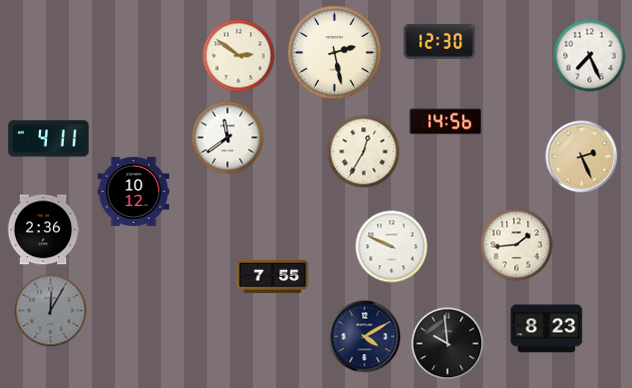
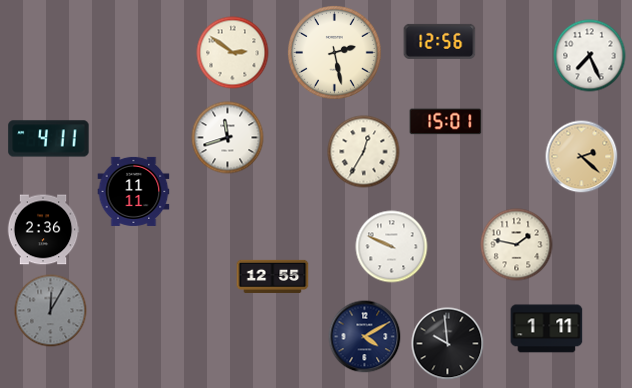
clock at (440, 41): 12:30 -> 12:56
clock at (239, 56) position: (239, 56) -> (233, 53)
clock at (446, 122): 14:56 -> 15:01
clock at (228, 138): 11:39 -> 11:42
clock at (582, 157): 2:26 -> 2:22
clock at (134, 191): 10:12 -> 11:11
clock at (517, 245): 1:44 -> 1:47
clock at (273, 276): 7:55 -> 12:55
clock at (547, 329): 8:23 -> 1:11
